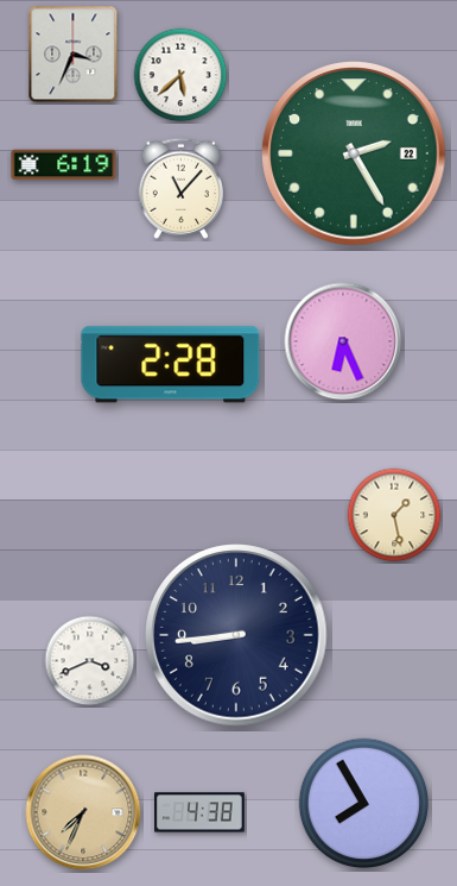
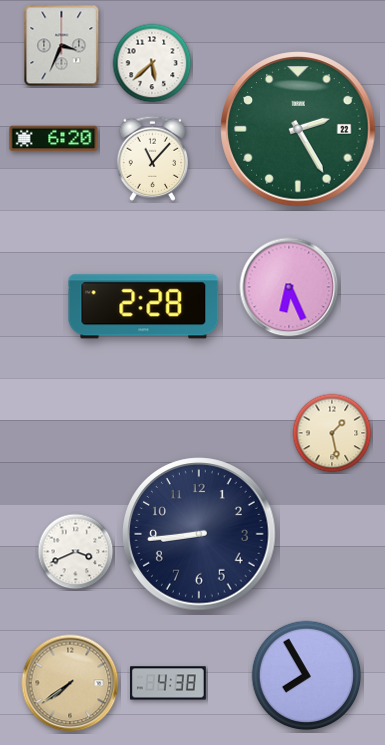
clock at (64, 165): 6:19 -> 6:20
clock at (90, 661) position: (90, 661) -> (76, 552)
clock at (83, 812): 7:34 -> 7:39
